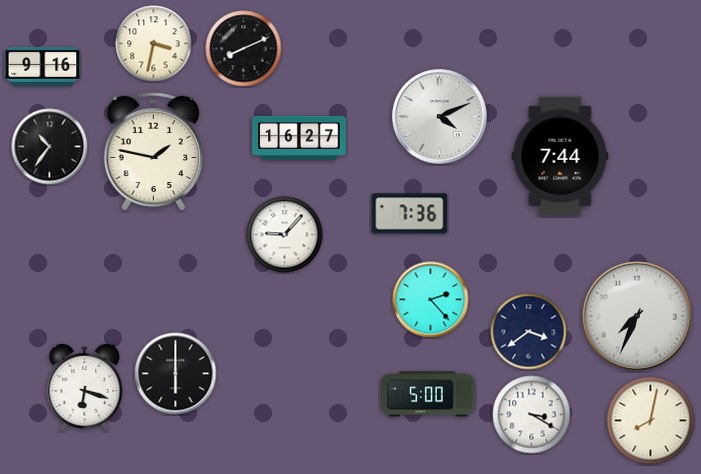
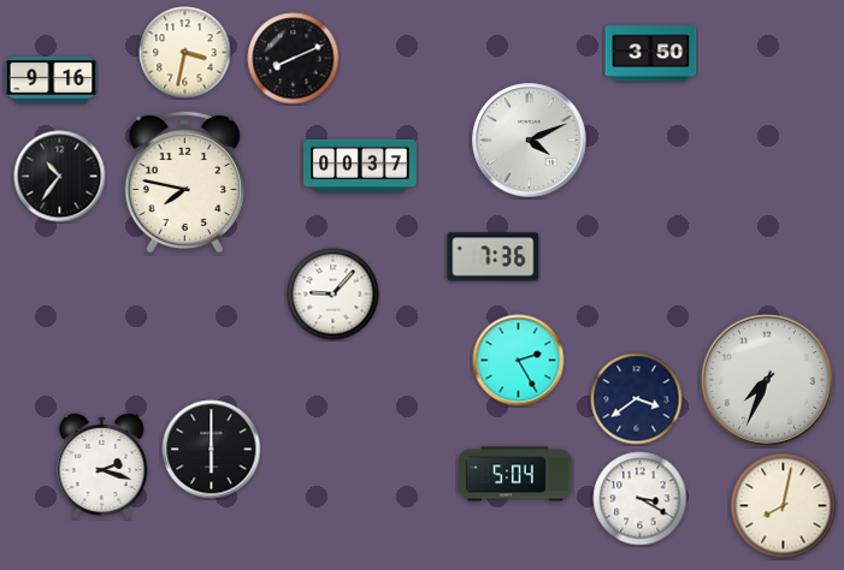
clock at (651, 54): none -> 3:50
clock at (299, 138): 16:27 -> 00:37
clock at (153, 151): 1:47 -> 7:47
clock at (560, 156): 7:44 -> none
clock at (285, 235) position: (285, 235) -> (334, 295)
clock at (431, 300): 2:23 -> 2:25
clock at (85, 387): 6:18 -> 2:18
clock at (428, 394): 5:00 -> 5:04
